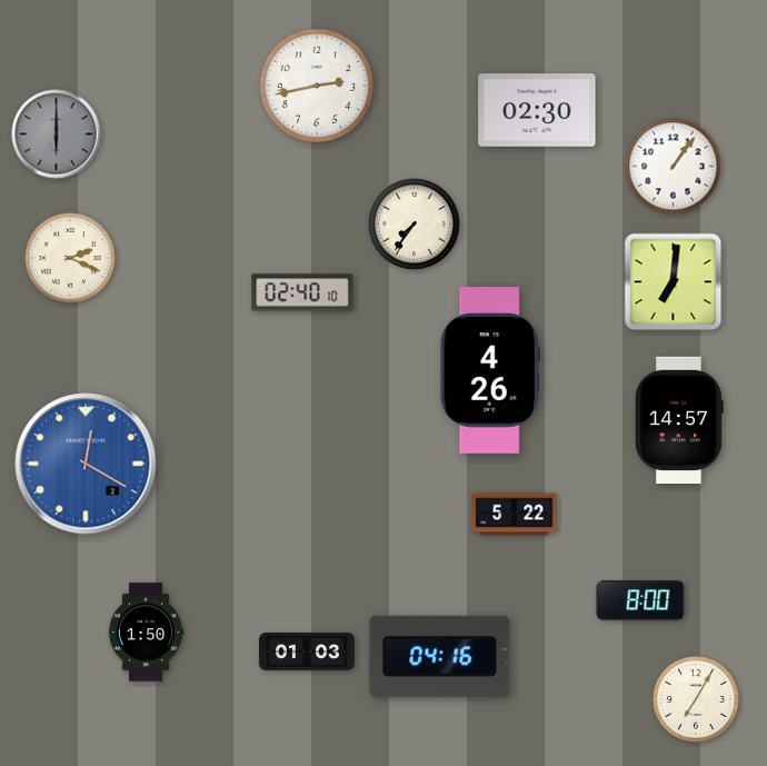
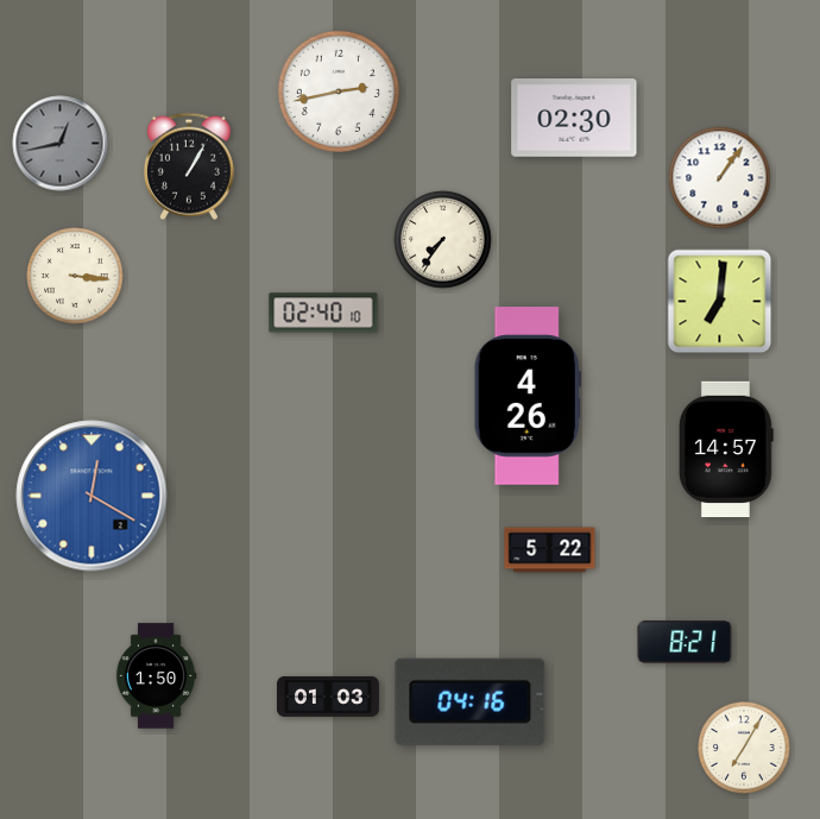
clock at (57, 135): 6:00 -> 12:43
clock at (189, 166): none -> 1:05
clock at (70, 258): 2:19 -> 3:16
clock at (490, 370) position: (490, 370) -> (528, 396)
clock at (640, 600): 8:00 -> 8:21
